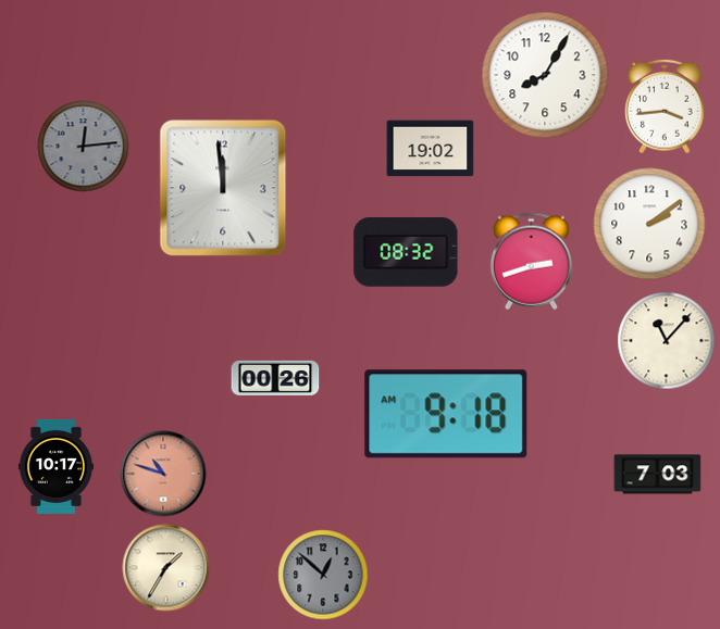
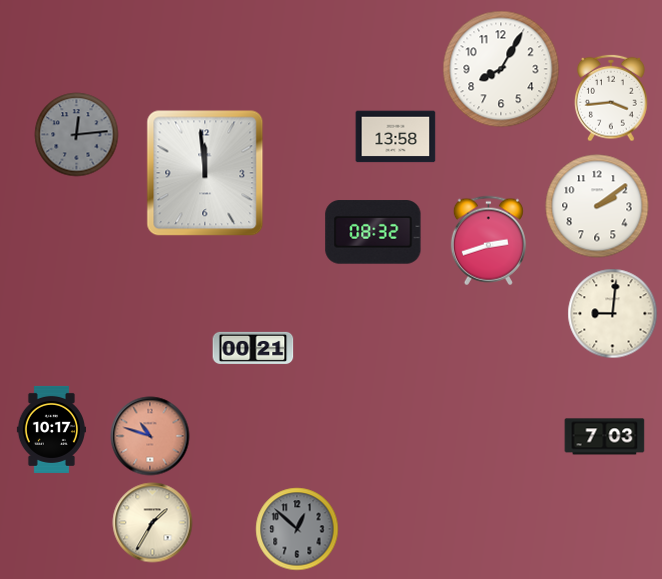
clock at (431, 149): 19:02 -> 13:58
clock at (667, 341): 11:07 -> 9:01
clock at (275, 378): 00:26 -> 00:21
clock at (446, 414): 9:18 -> none
